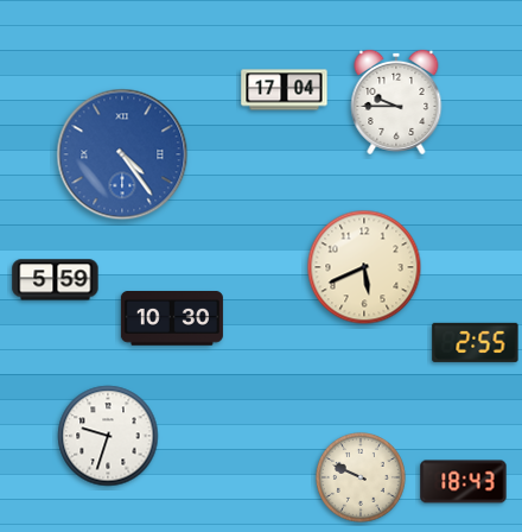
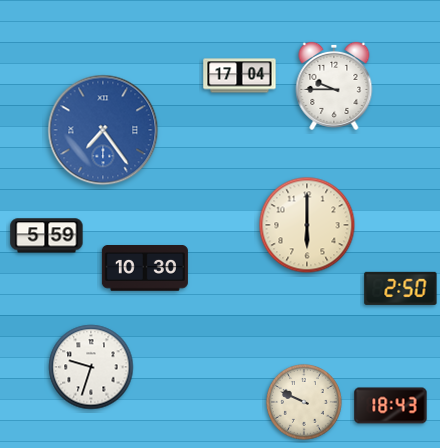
clock at (122, 154): 4:24 -> 7:24
clock at (364, 267): 5:41 -> 6:00
clock at (476, 342): 2:55 -> 2:50
